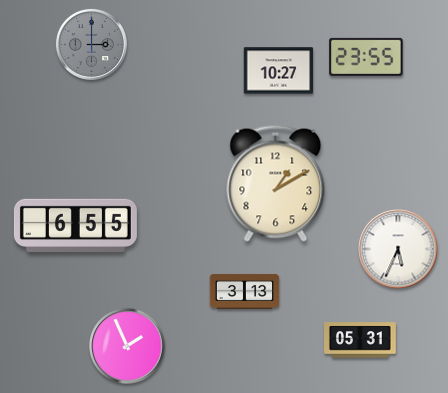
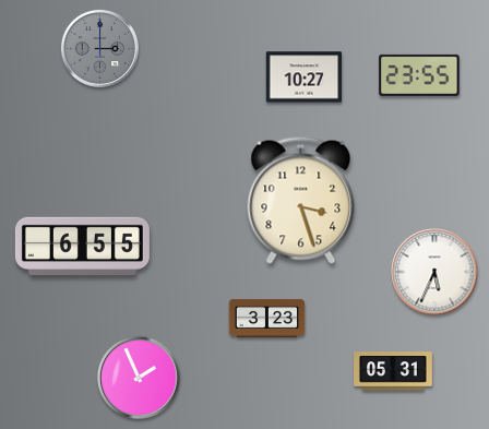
clock at (366, 57) position: (366, 57) -> (419, 75)
clock at (276, 183): 1:10 -> 3:27
clock at (245, 291): 3:13 -> 3:23
